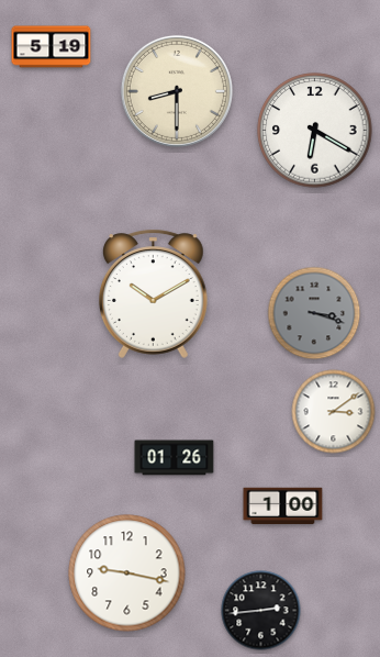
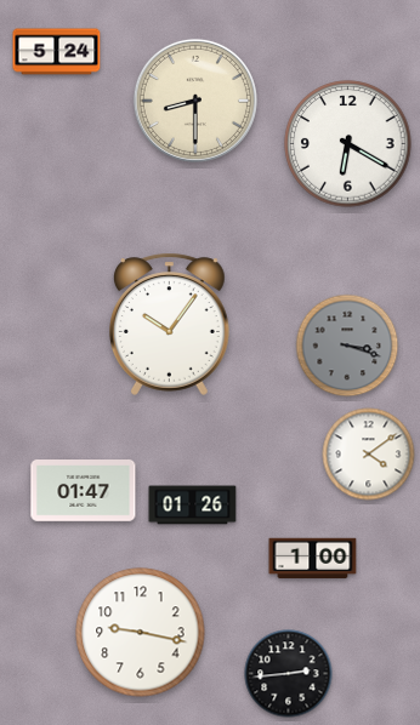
clock at (52, 47): 5:19 -> 5:24
clock at (154, 293): 10:10 -> 10:06
clock at (334, 412): 3:09 -> 4:09
clock at (84, 491): none -> 01:47
